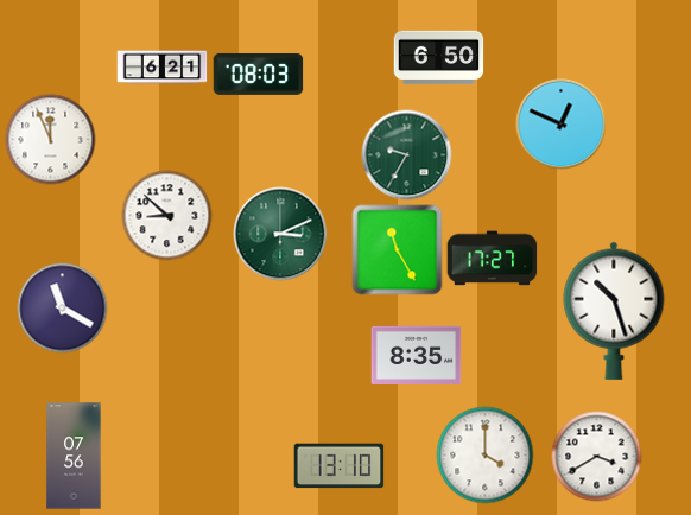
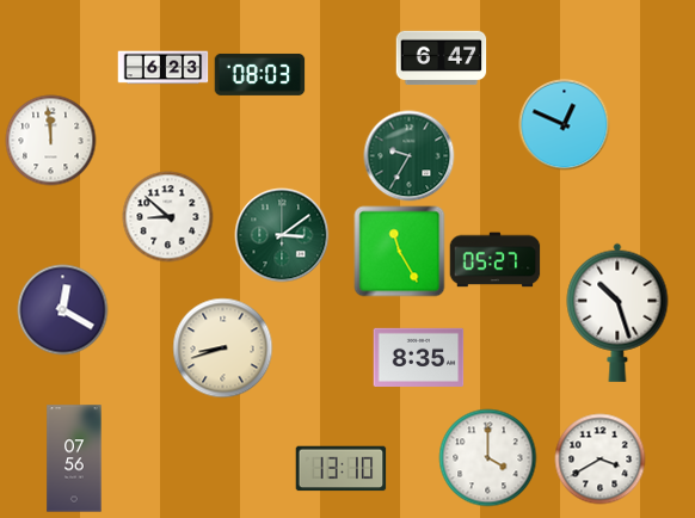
clock at (439, 58): 6:50 -> 6:47
clock at (163, 68): 6:21 -> 6:23
clock at (51, 140): 11:56 -> 11:59
clock at (280, 234): 3:11 -> 3:09
clock at (493, 259): 17:27 -> 05:27
clock at (63, 309): 11:20 -> 12:20
clock at (223, 349): none -> 8:42
